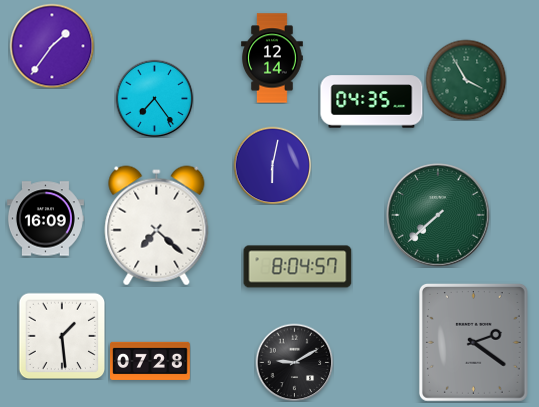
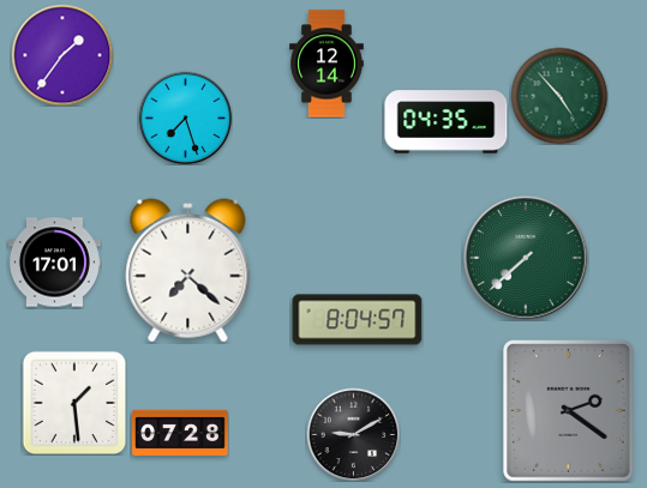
clock at (272, 58) position: (272, 58) -> (327, 64)
clock at (466, 80): 3:55 -> 4:53
clock at (154, 98): 7:24 -> 7:27
clock at (272, 165): 6:02 -> none
clock at (45, 219): 16:09 -> 17:01
